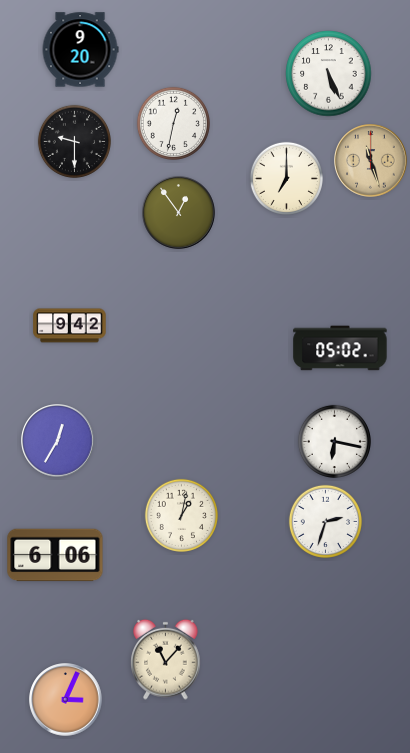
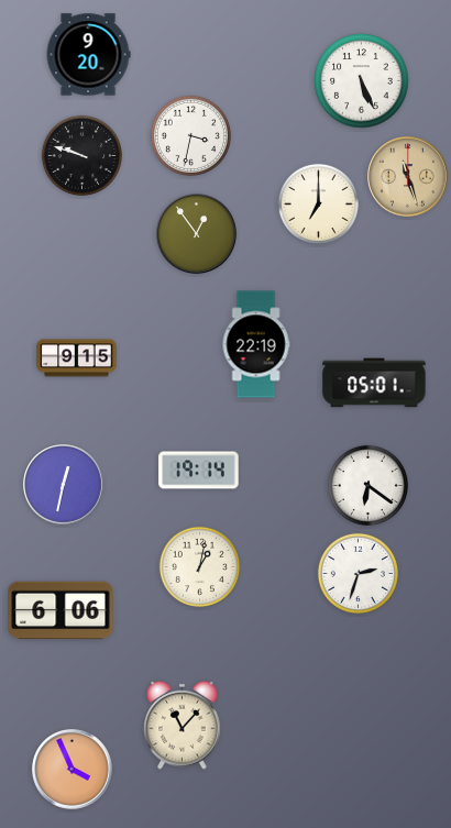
clock at (173, 123): 12:32 -> 3:32
clock at (74, 141): 9:30 -> 9:48
clock at (286, 178) position: (286, 178) -> (318, 203)
clock at (256, 344): none -> 22:19
clock at (70, 326): 9:42 -> 9:15
clock at (340, 348): 05:02 -> 05:01
clock at (199, 471): none -> 19:14
clock at (58, 441): 12:35 -> 12:32
clock at (334, 441): 6:17 -> 6:21
clock at (66, 700): 3:04 -> 3:56
